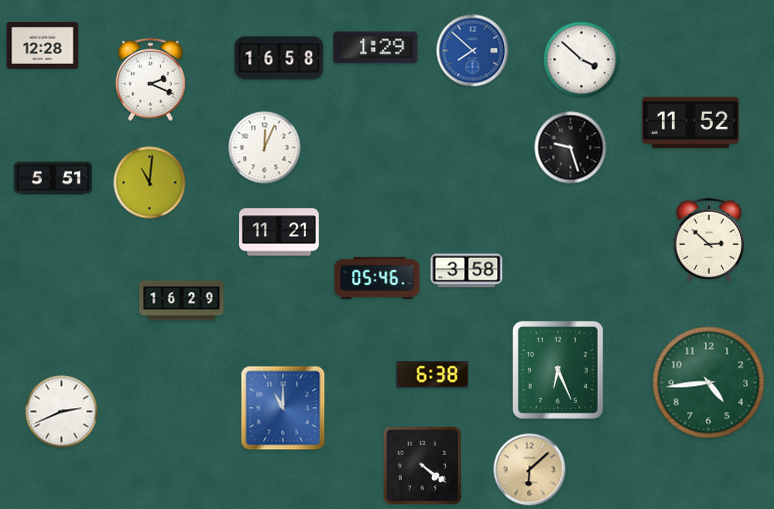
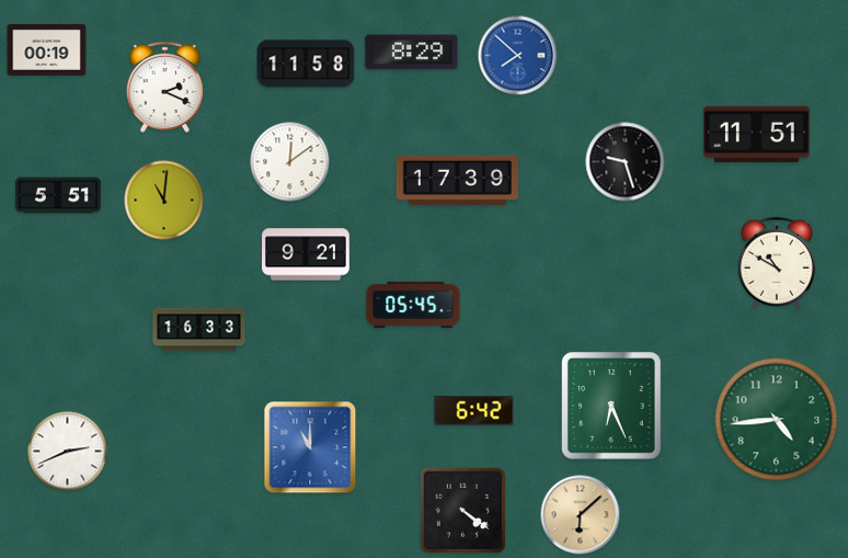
clock at (43, 45): 12:28 -> 00:19
clock at (376, 48): 1:29 -> 8:29
clock at (279, 58): 16:58 -> 11:58
clock at (582, 60): 3:52 -> none
clock at (690, 122): 11:52 -> 11:51
clock at (265, 148): 12:04 -> 12:09
clock at (457, 180): none -> 17:39
clock at (279, 232): 11:21 -> 9:21
clock at (709, 240): 2:52 -> 10:50
clock at (467, 271): 3:58 -> none
clock at (377, 278): 05:46 -> 05:45
clock at (182, 301): 16:29 -> 16:33
clock at (433, 375): 6:38 -> 6:42
